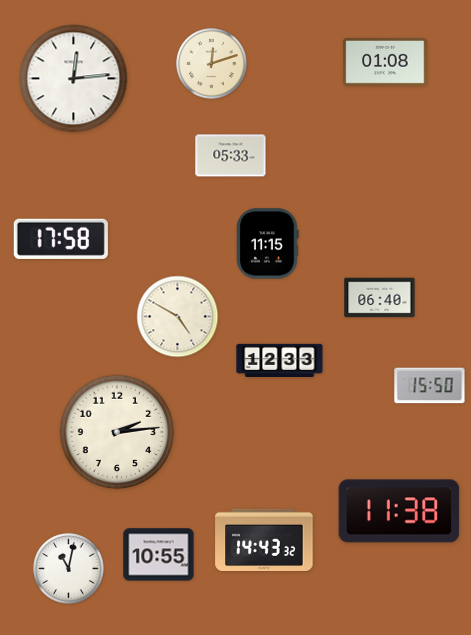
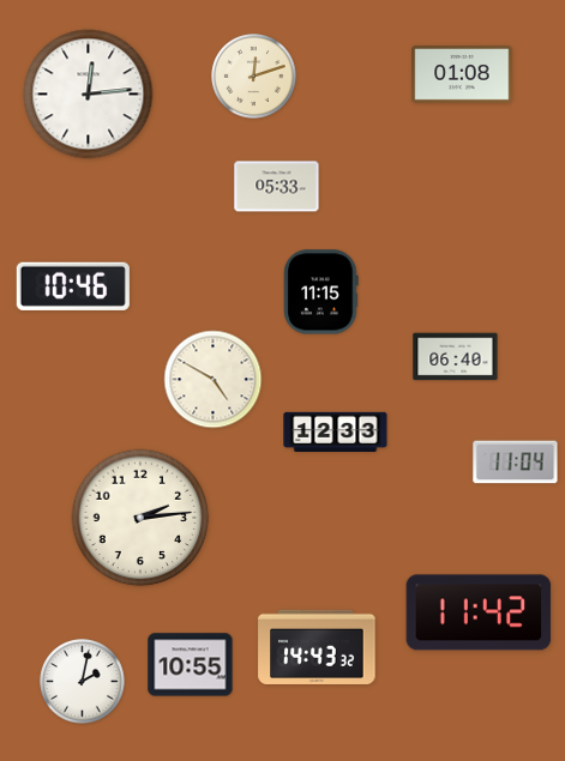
clock at (61, 239): 17:58 -> 10:46
clock at (430, 386): 15:50 -> 11:04
clock at (399, 511): 11:38 -> 11:42
clock at (69, 569): 11:02 -> 2:02
